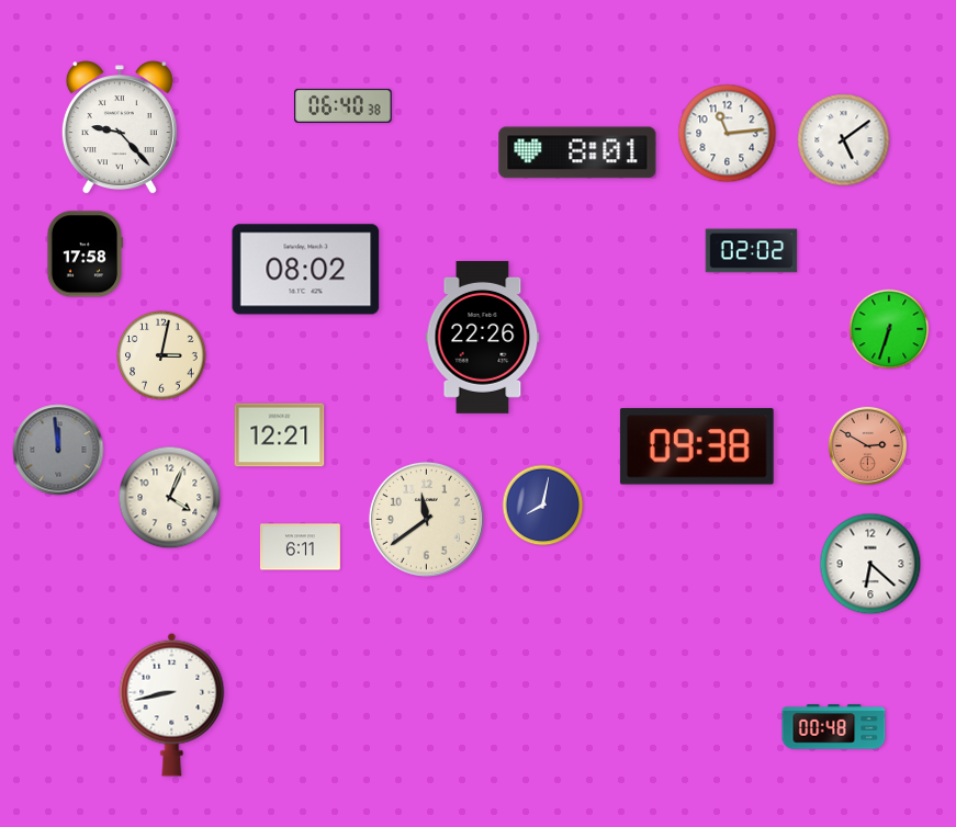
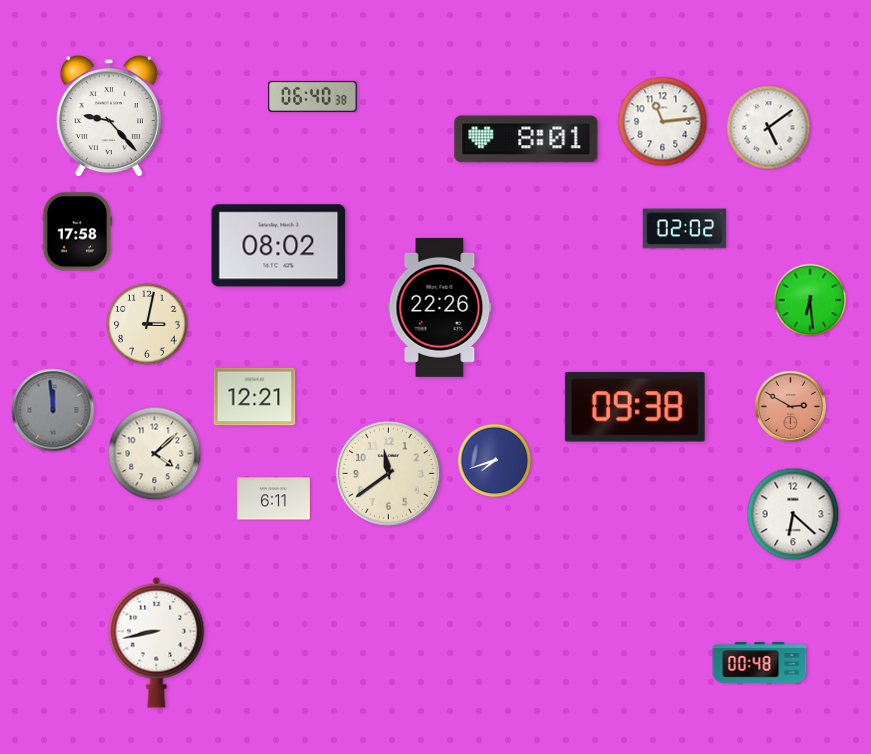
clock at (889, 329): 6:33 -> 6:29
clock at (170, 498): 4:04 -> 4:08
clock at (543, 506): 8:02 -> 7:42
